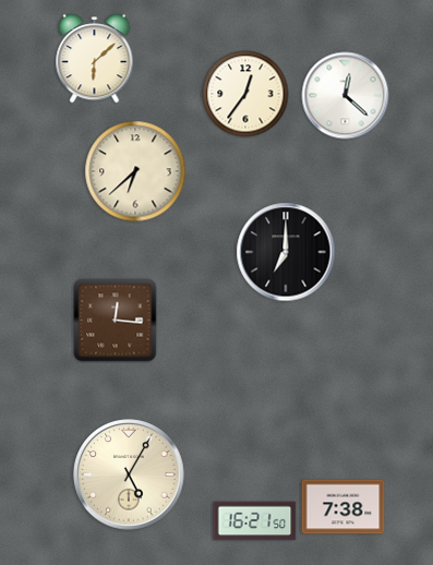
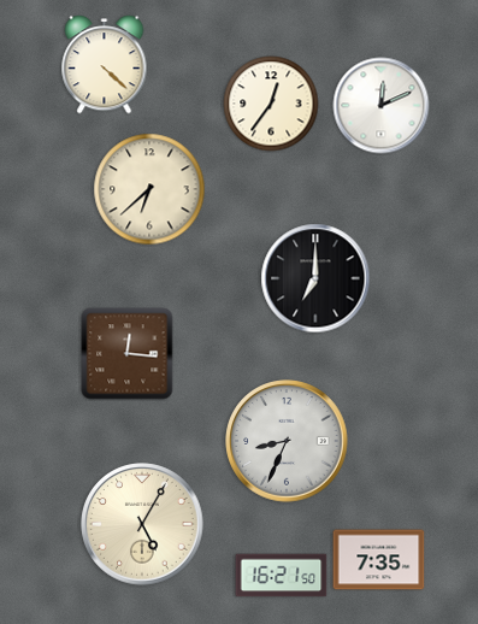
clock at (95, 59): 6:08 -> 4:22
clock at (346, 96): 12:22 -> 12:11
clock at (287, 441): none -> 8:34
clock at (344, 507): 7:38 -> 7:35
